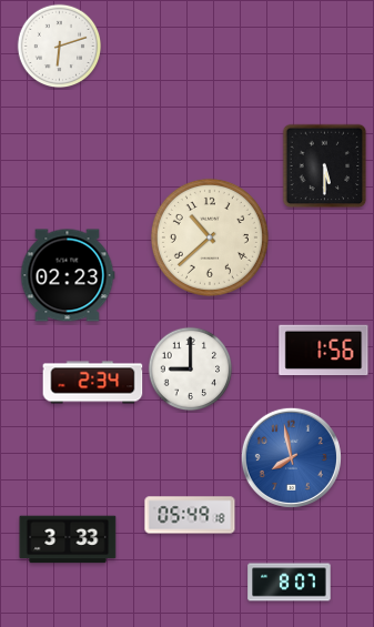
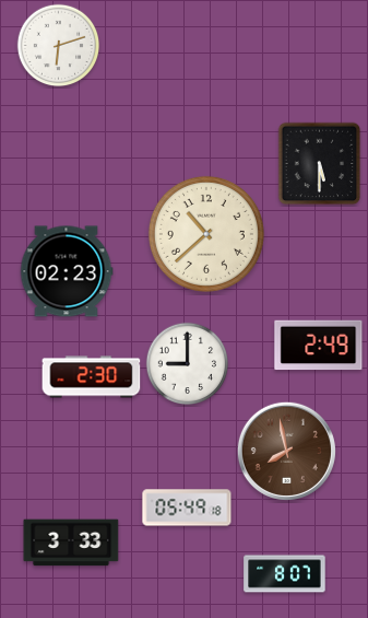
clock at (324, 351): 1:56 -> 2:49
clock at (93, 383): 2:34 -> 2:30
clock at (291, 457) dial: blue -> brown
clock at (68, 539) position: (68, 539) -> (71, 543)
